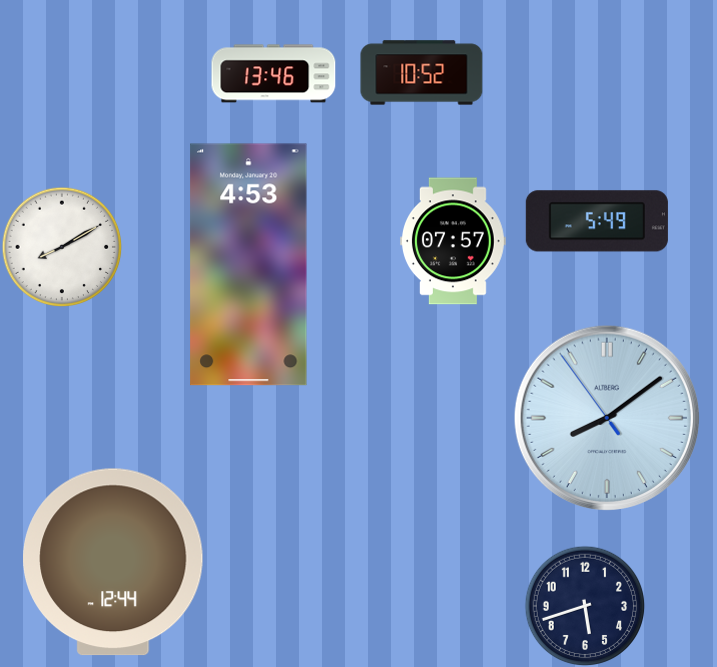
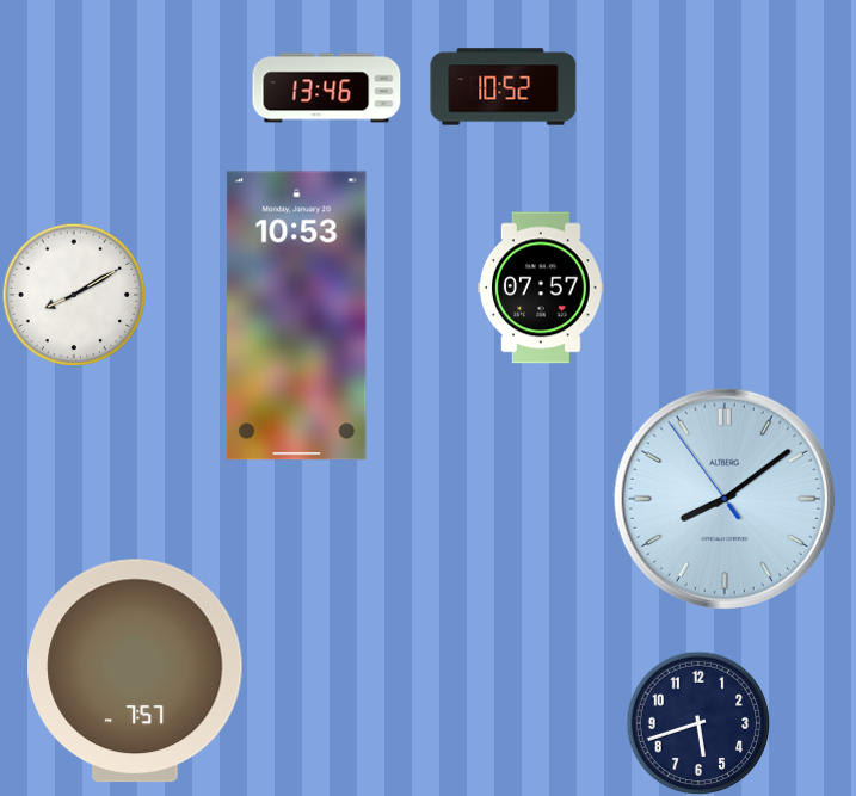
clock at (597, 221): 5:49 -> none
clock at (249, 265): 4:53 -> 10:53
clock at (113, 562): 12:44 -> 7:57
